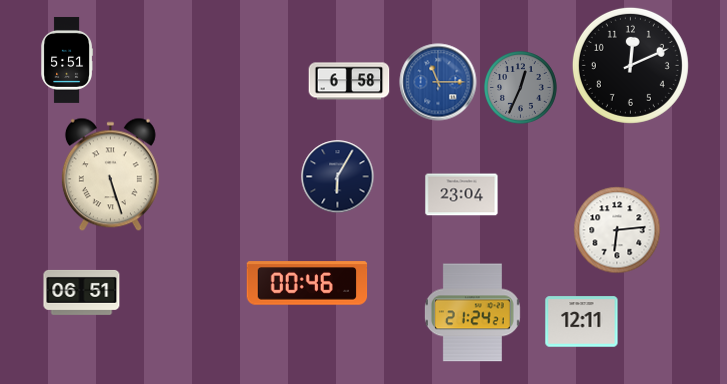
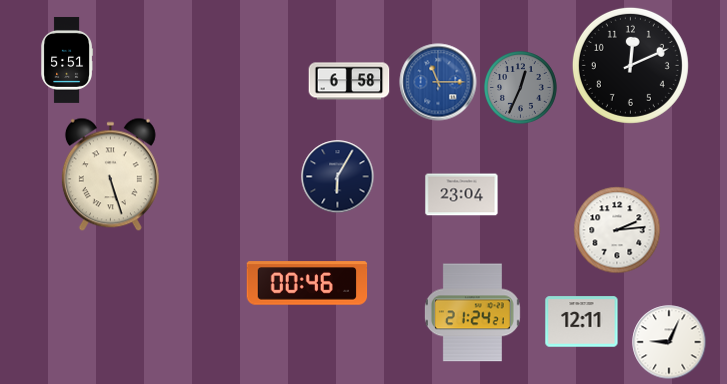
clock at (617, 230): 6:14 -> 2:14
clock at (82, 292): 06:51 -> none
clock at (669, 342): none -> 9:04
